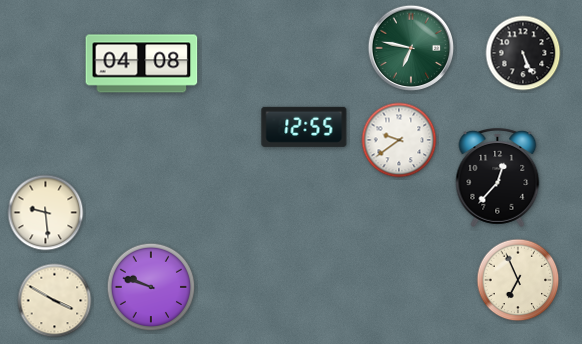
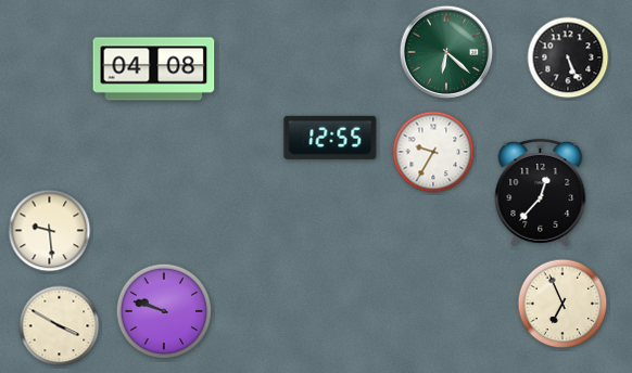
clock at (411, 48): 6:47 -> 6:22
clock at (399, 140): 9:39 -> 9:35
